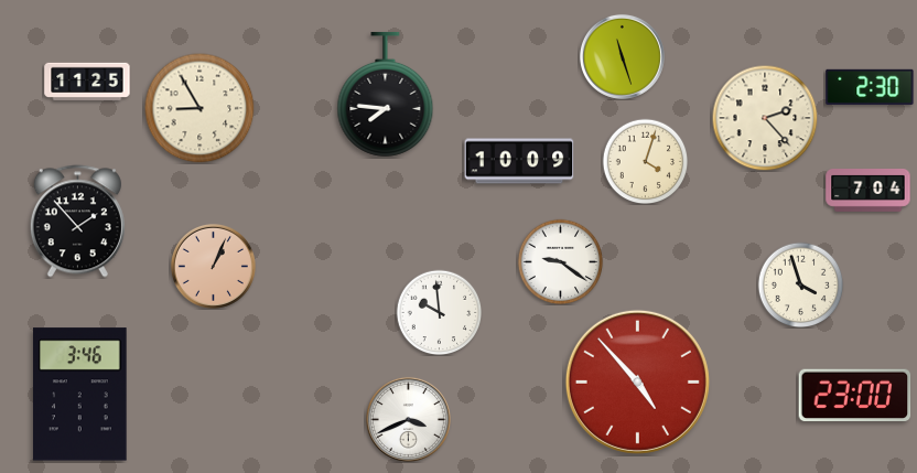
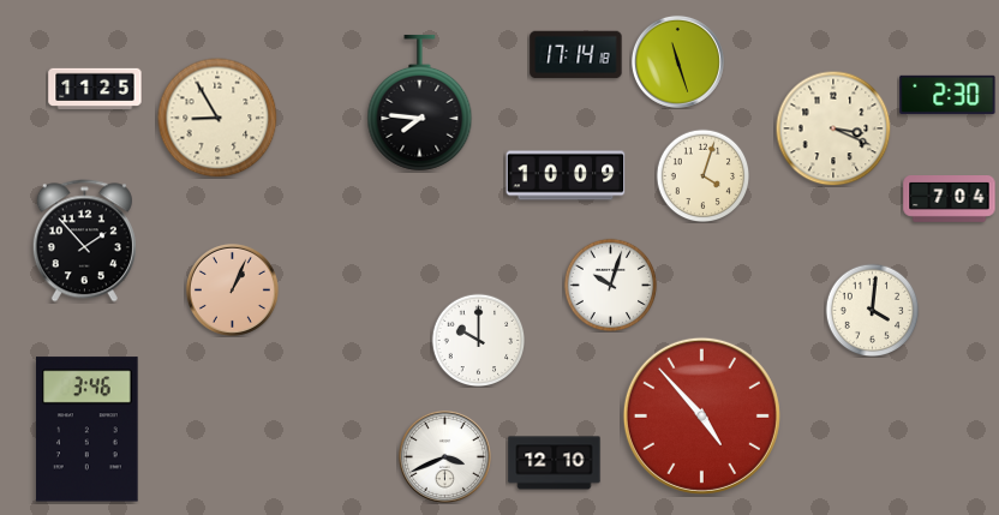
clock at (576, 55): none -> 17:14
clock at (765, 118): 2:23 -> 3:19
clock at (869, 191) position: (869, 191) -> (950, 199)
clock at (560, 261): 9:21 -> 10:03
clock at (800, 284): 3:57 -> 4:01
clock at (439, 312): 9:59 -> 10:00
clock at (637, 381) position: (637, 381) -> (701, 415)
clock at (855, 396): 23:00 -> none
clock at (555, 463): none -> 12:10
